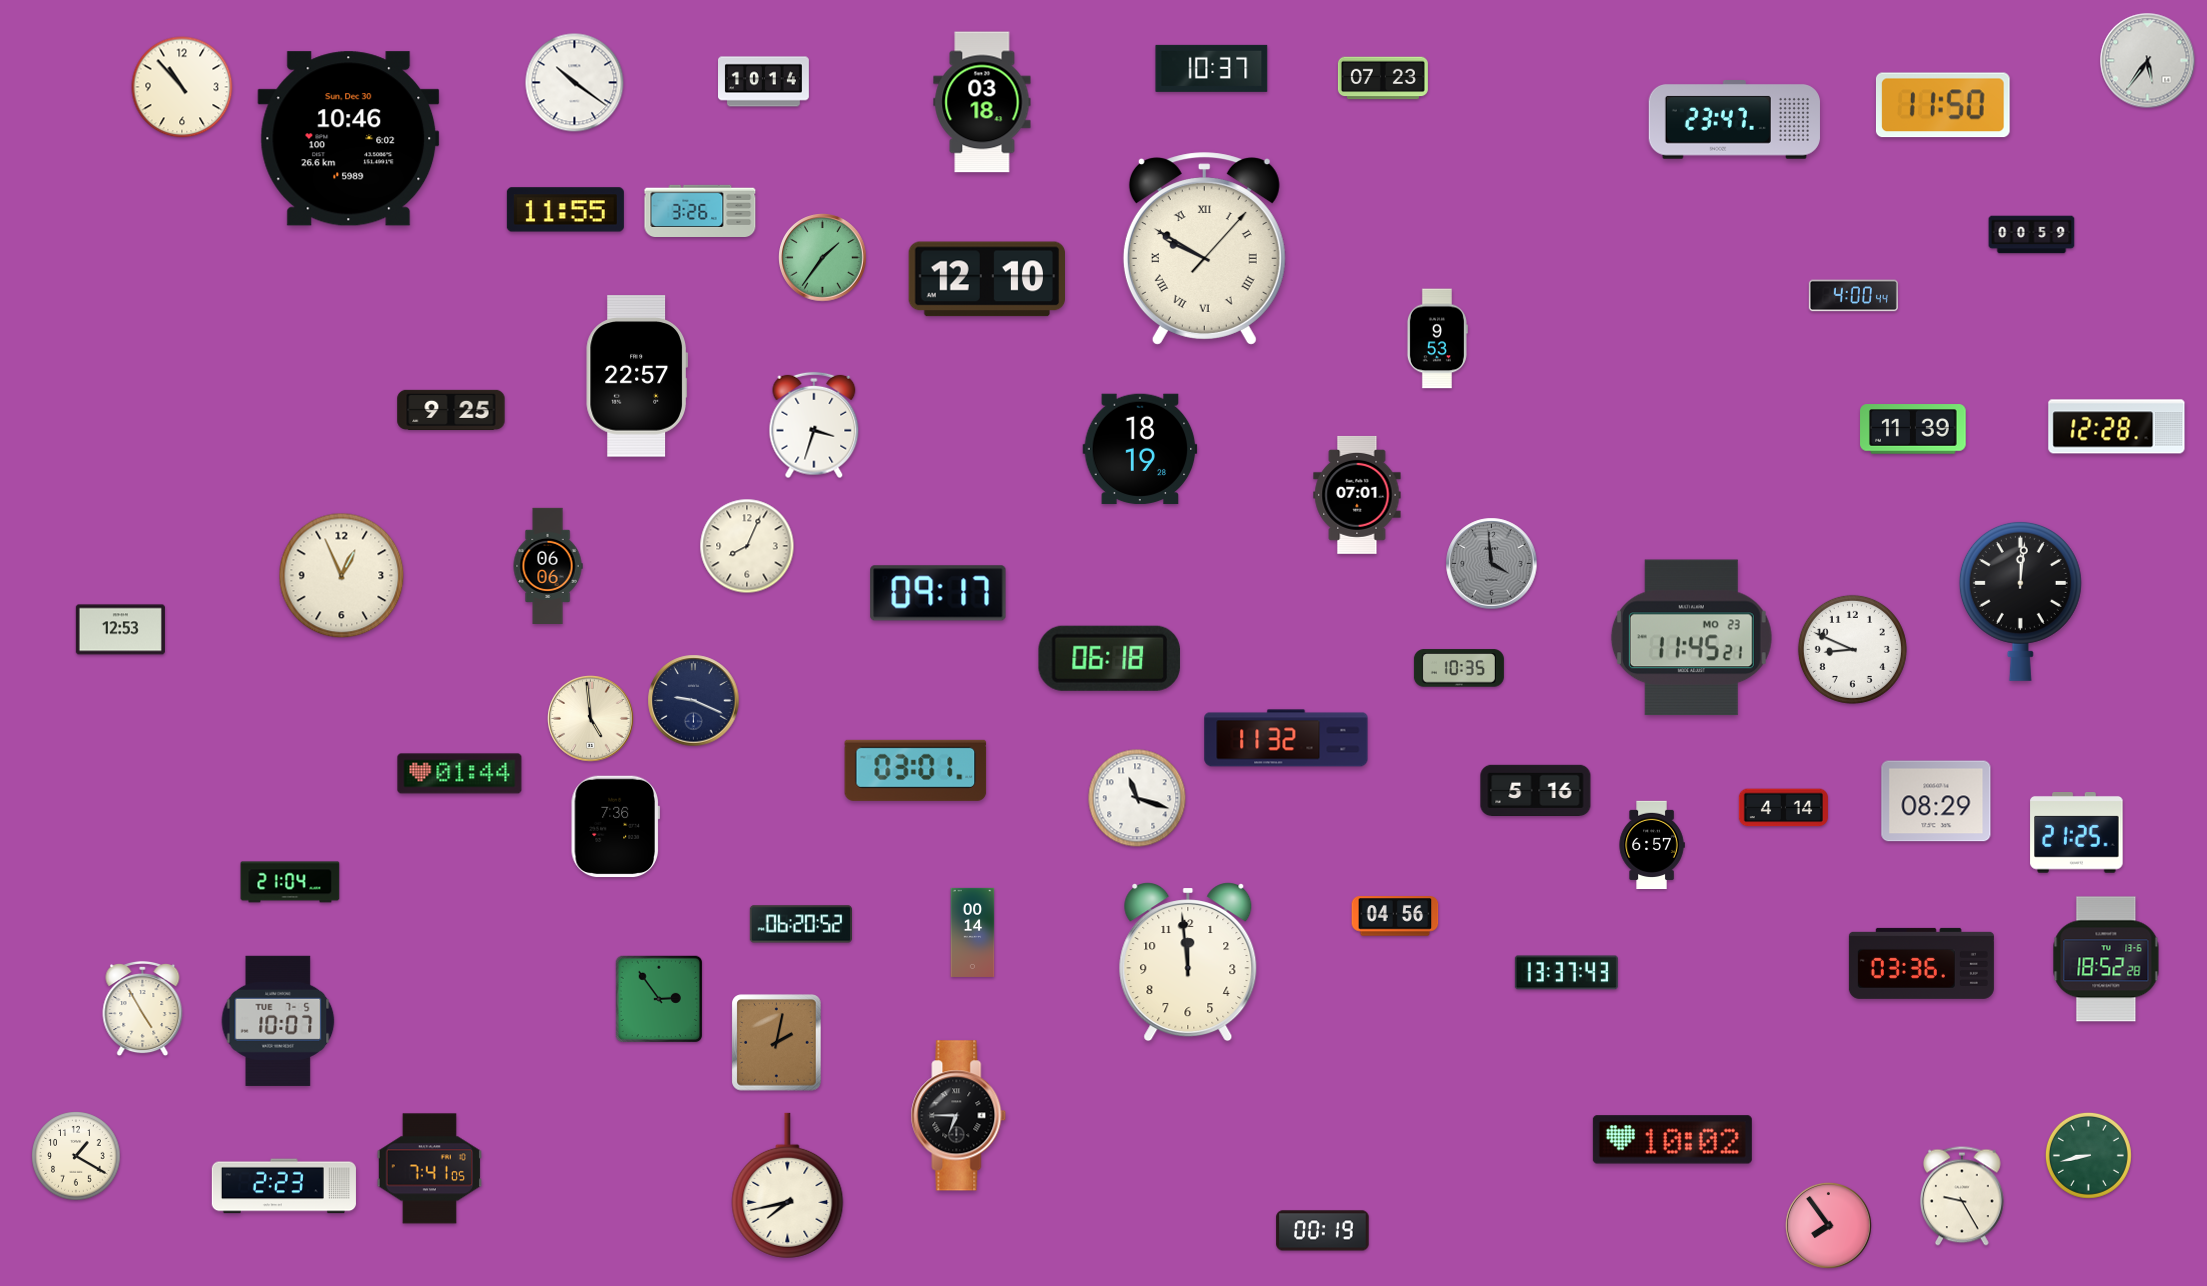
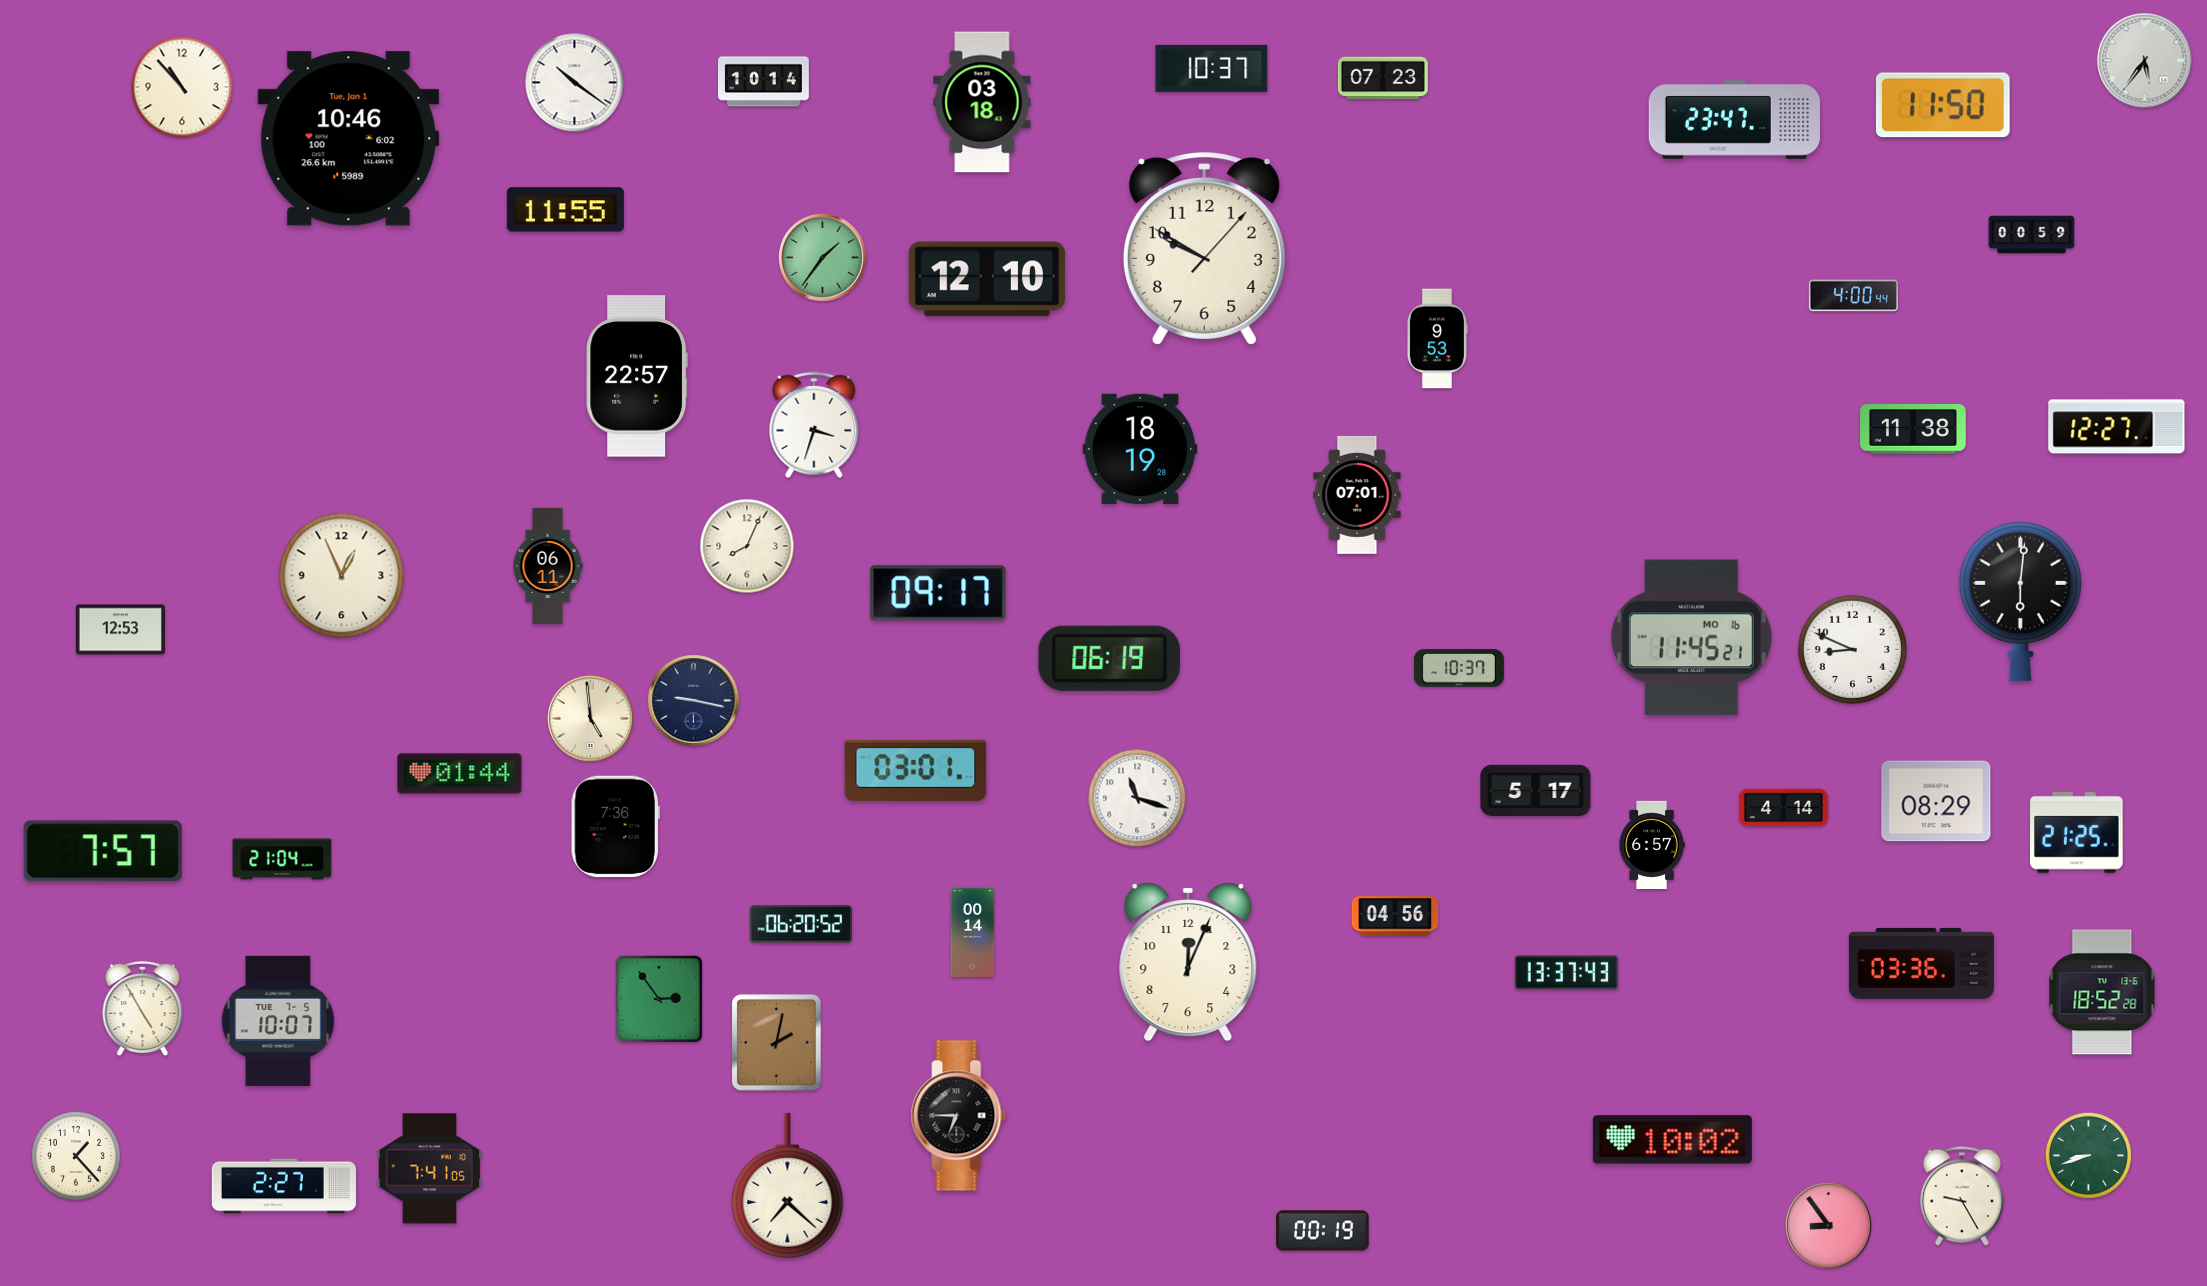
clock at (2148, 61) position: (2148, 61) -> (2145, 61)
clock at (349, 139) date: Sun, Dec 30 -> Tue, Jan 1
clock at (700, 210): 3:26 -> none
clock at (1204, 249) numerals: Roman -> Arabic
clock at (451, 410): 9:25 -> none
clock at (2117, 427): 12:28 -> 12:27
clock at (1913, 429): 11:39 -> 11:38
clock at (1492, 564): 3:59 -> none
clock at (548, 565): 06:06 -> 06:11
clock at (2020, 601): 12:01 -> 6:01
clock at (1691, 638) date: MO 23 -> MO 16
clock at (1109, 658): 06:18 -> 06:19
clock at (1459, 668): 10:35 -> 10:37
clock at (694, 701): 9:19 -> 9:17
clock at (1286, 738): 11:32 -> none
clock at (1536, 790): 5:16 -> 5:17
clock at (103, 851): none -> 7:57
clock at (290, 882) position: (290, 882) -> (282, 859)
clock at (2106, 959) position: (2106, 959) -> (2102, 992)
clock at (1188, 962): 11:59 -> 12:04
clock at (2088, 1155): 8:43 -> 8:42
clock at (76, 1156): 1:20 -> 1:23
clock at (788, 1185): 7:43 -> 7:22
clock at (284, 1186): 2:23 -> 2:27
clock at (1828, 1225): 7:54 -> 8:54
